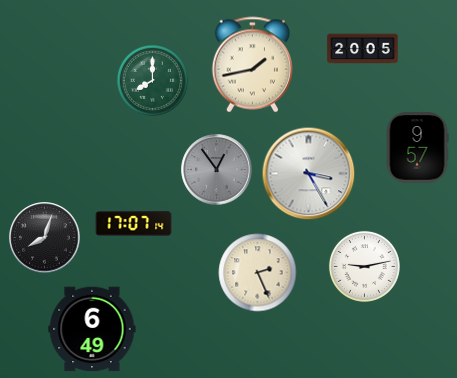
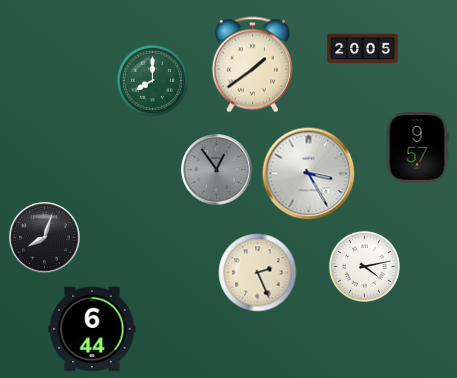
clock at (252, 65): 1:43 -> 1:39
clock at (134, 224): 17:07 -> none
clock at (364, 266): 9:13 -> 4:13
clock at (92, 329): 6:49 -> 6:44
